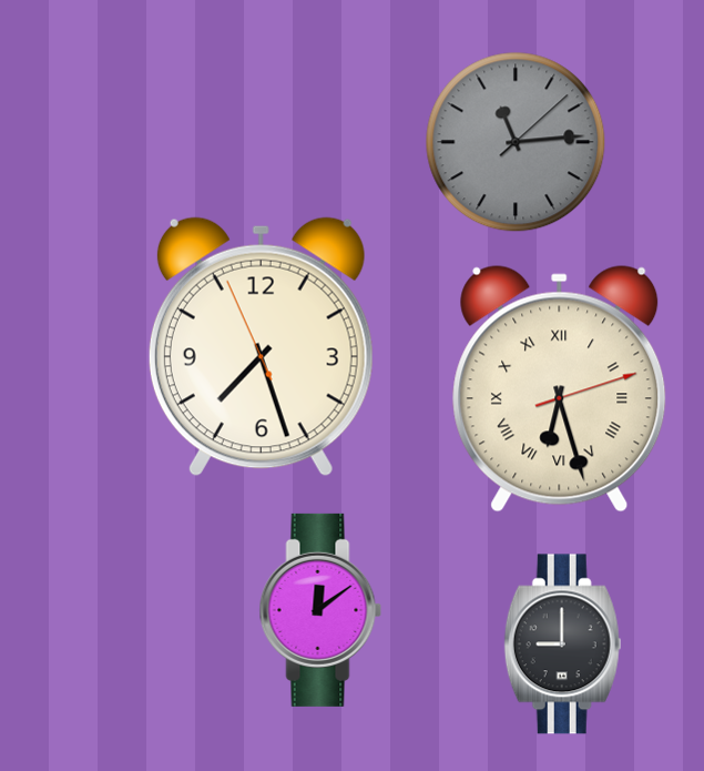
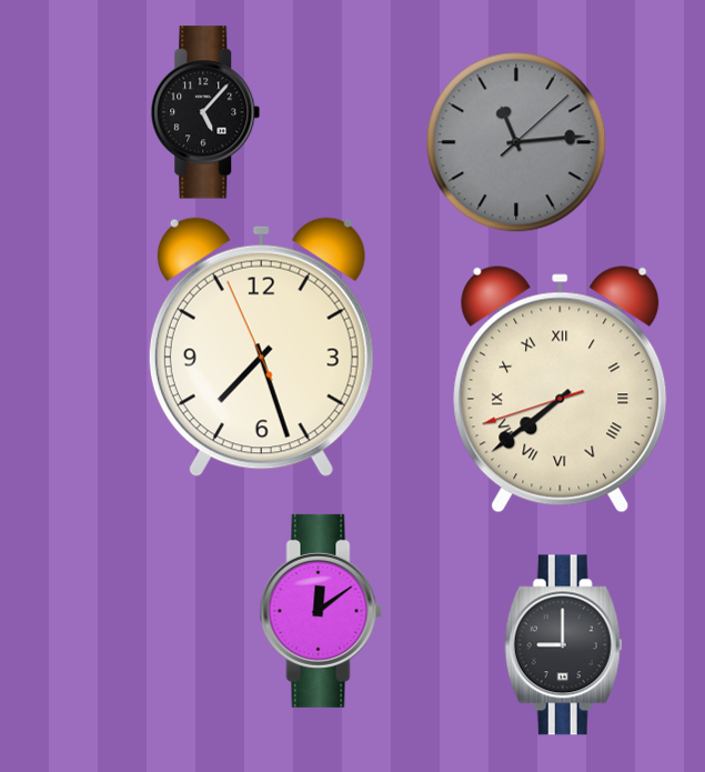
clock at (205, 112): none -> 5:07
clock at (560, 389): 6:27 -> 7:38
